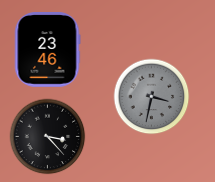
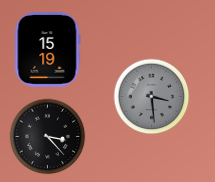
clock at (47, 50): 23:46 -> 15:19
clock at (152, 97): 3:32 -> 3:29
